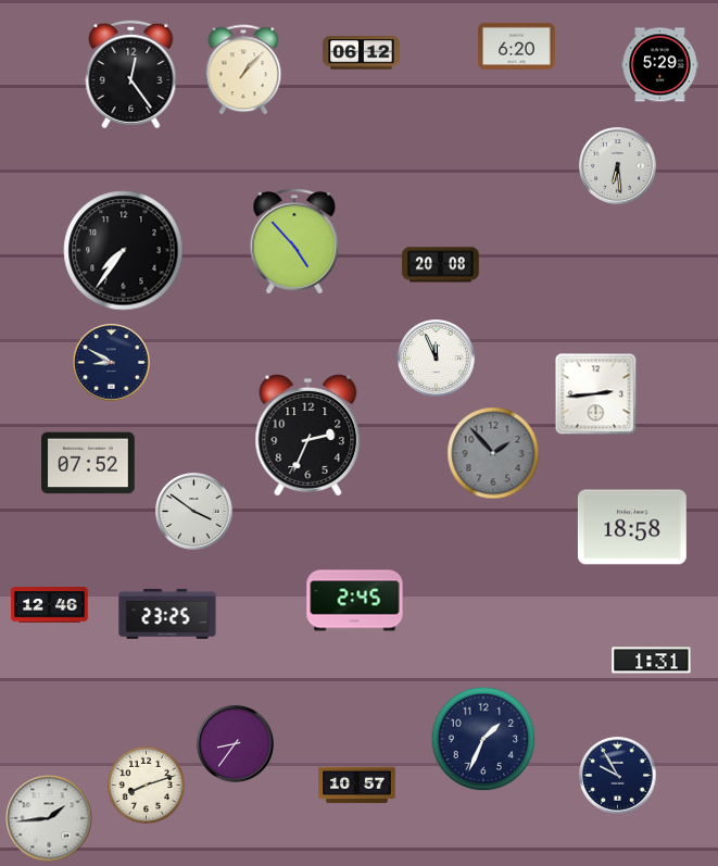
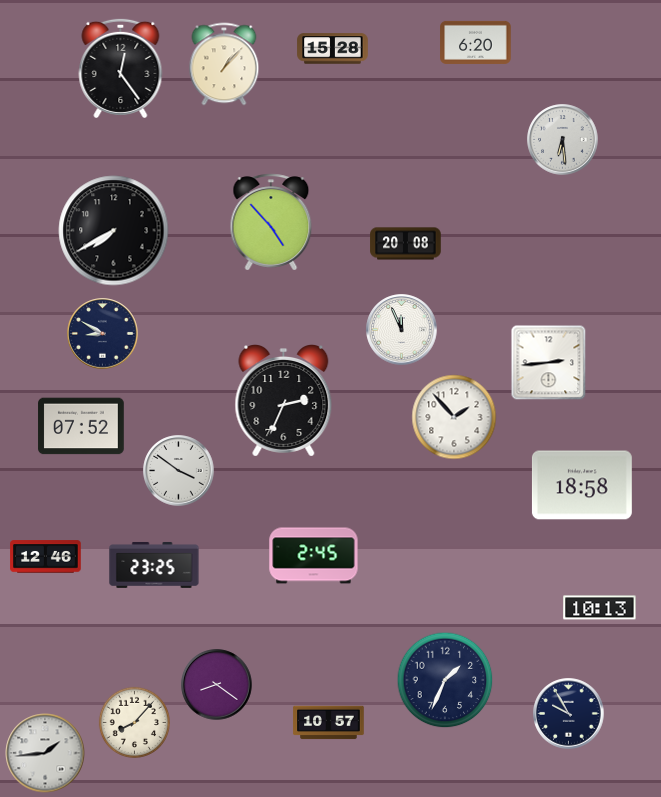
clock at (362, 53): 06:12 -> 15:28
clock at (660, 65): 5:29 -> none
clock at (618, 166) position: (618, 166) -> (563, 140)
clock at (124, 251): 7:36 -> 7:40
clock at (493, 453) dial: grey -> white
clock at (355, 601) position: (355, 601) -> (314, 556)
clock at (652, 661): 1:31 -> 10:13
clock at (236, 744): 8:36 -> 8:21
clock at (146, 785): 8:12 -> 8:07
